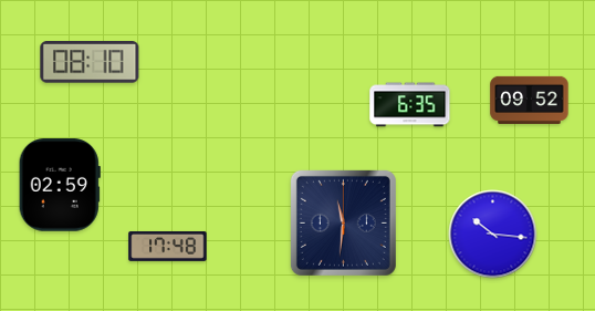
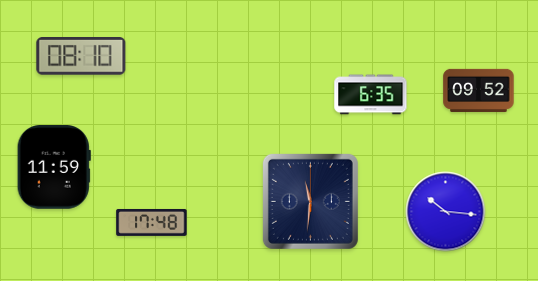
clock at (60, 186): 02:59 -> 11:59
